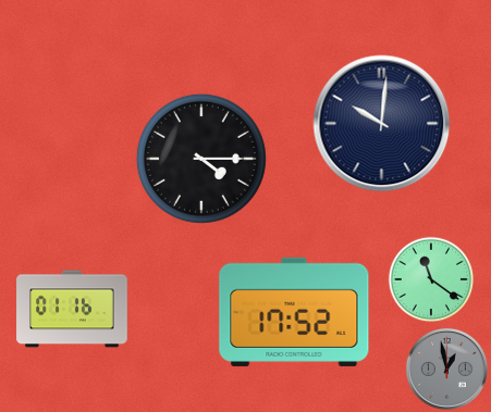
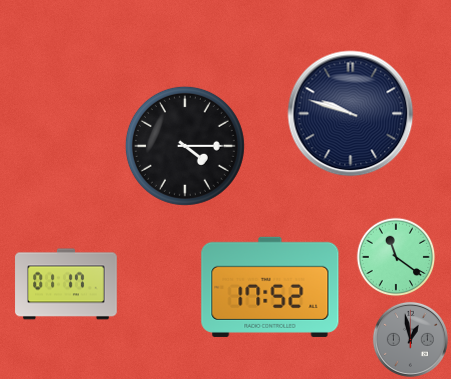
clock at (382, 124): 10:01 -> 9:48
clock at (72, 309): 01:16 -> 01:17
